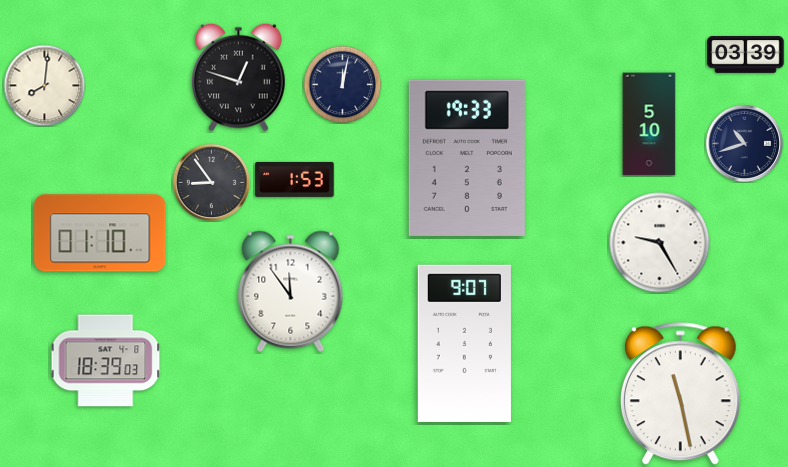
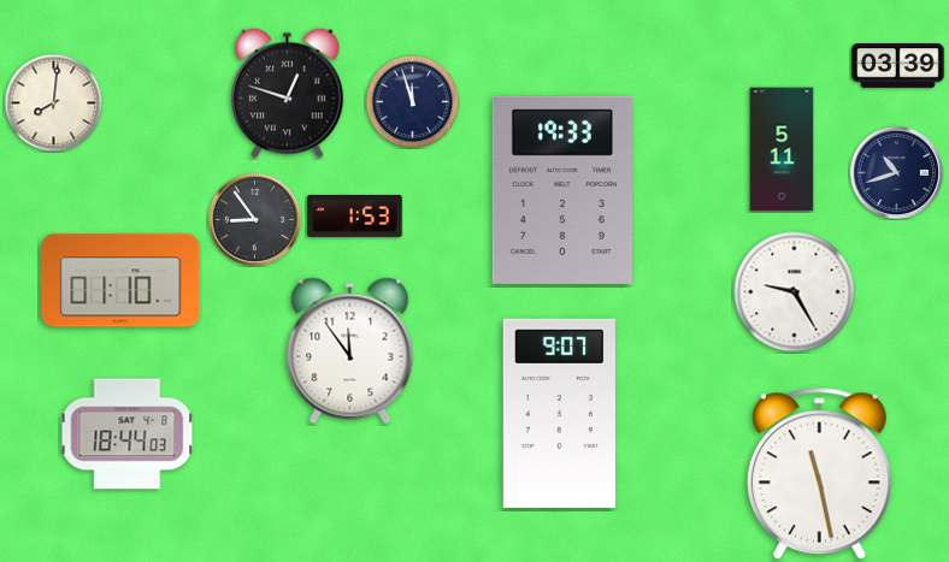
clock at (342, 84): 12:02 -> 11:57
clock at (649, 124): 5:10 -> 5:11
clock at (106, 361): 18:39 -> 18:44
